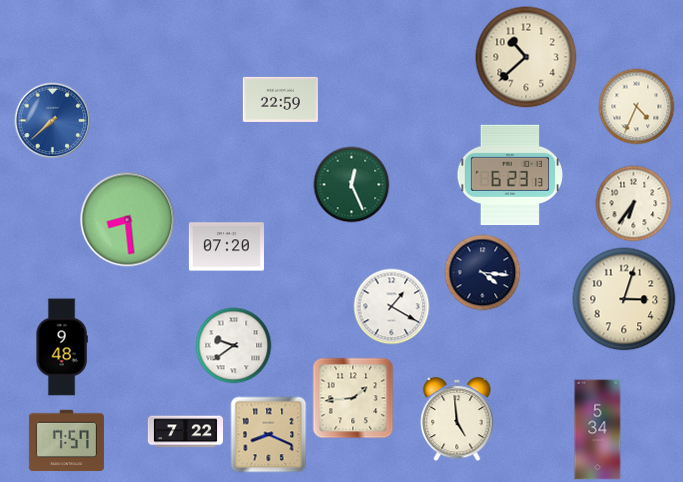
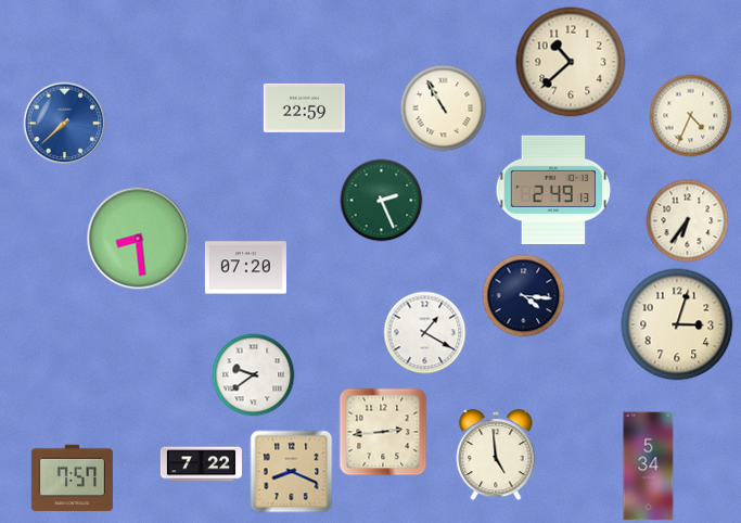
clock at (444, 109): none -> 10:55
clock at (53, 121) position: (53, 121) -> (65, 124)
clock at (509, 175): 6:23 -> 2:49
clock at (352, 185): 12:26 -> 2:26
clock at (62, 347): 9:48 -> none
clock at (353, 398): 1:44 -> 2:44
clock at (185, 432) position: (185, 432) -> (201, 464)
